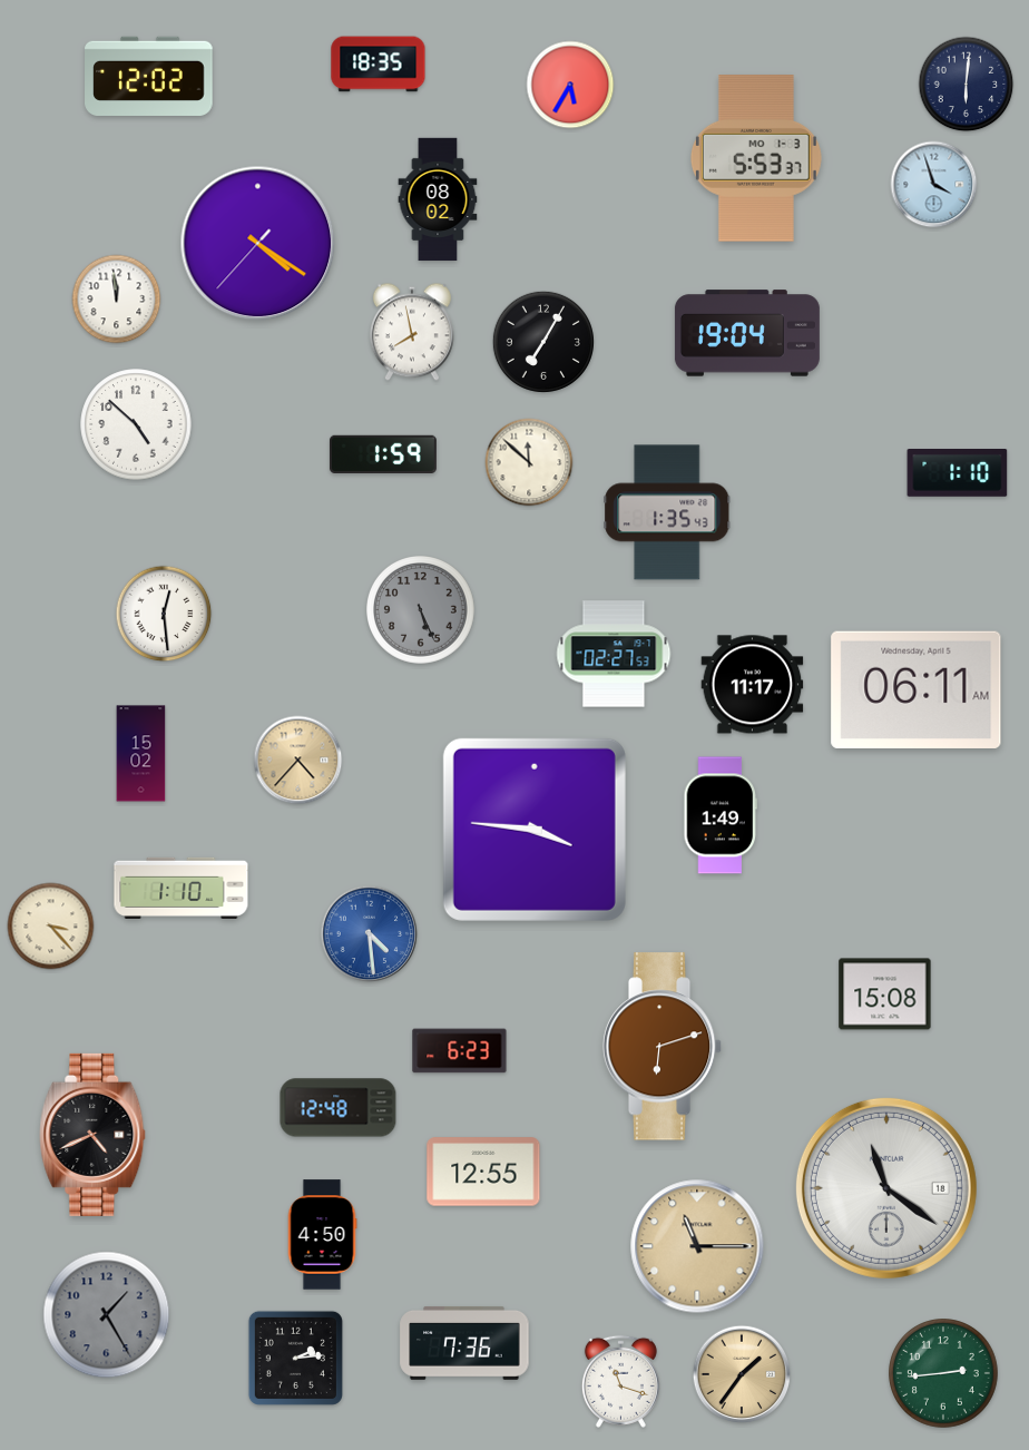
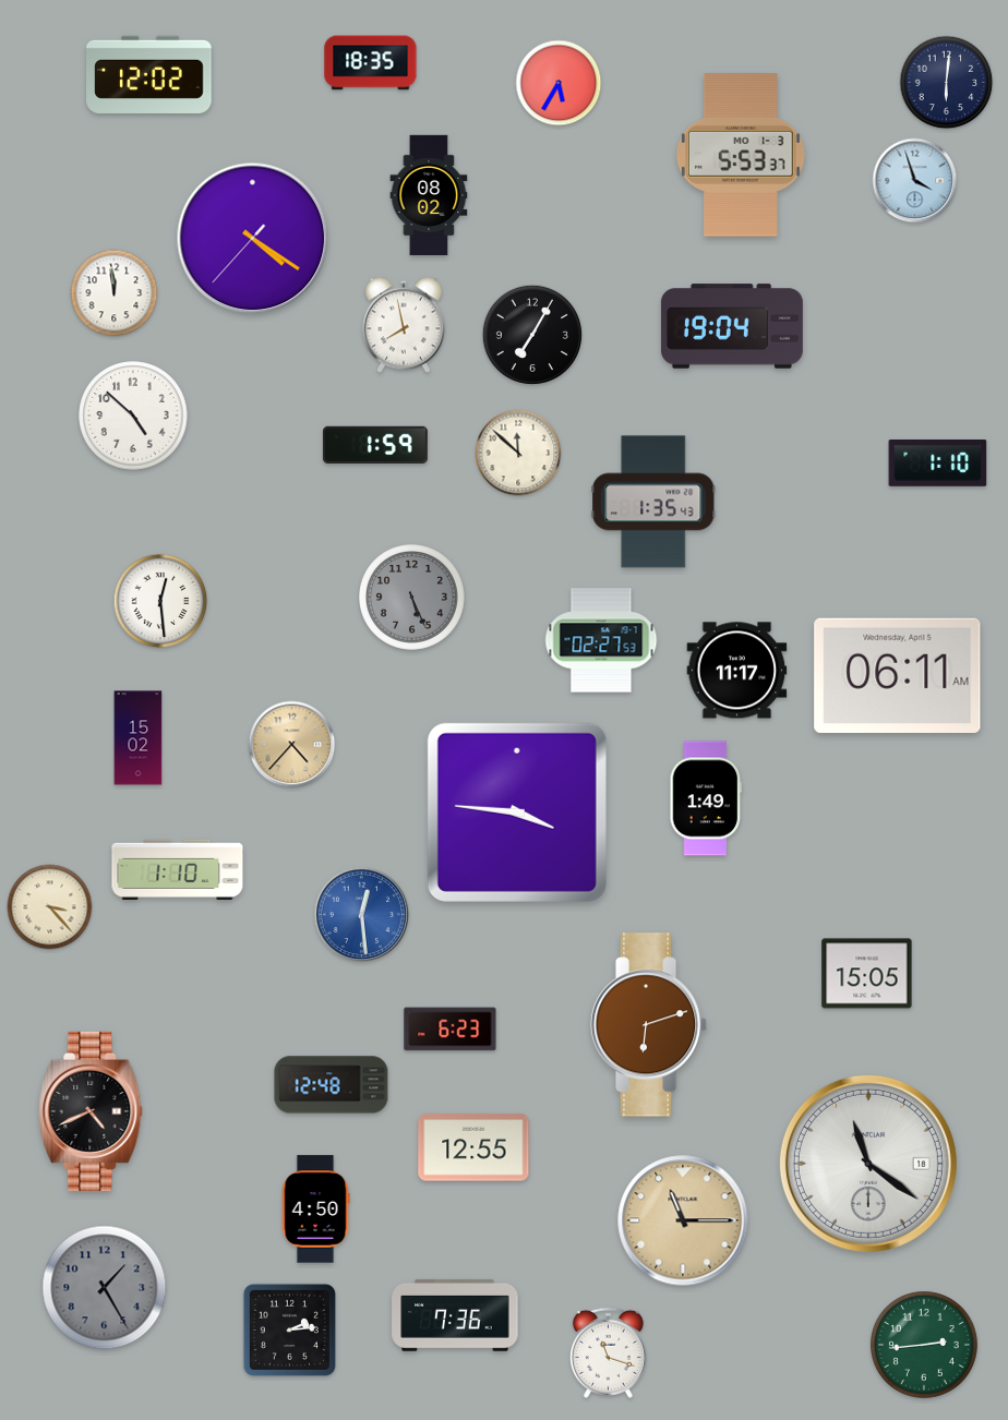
clock at (149, 76) position: (149, 76) -> (149, 74)
clock at (535, 830) position: (535, 830) -> (517, 813)
clock at (370, 934): 4:29 -> 12:29
clock at (885, 995): 15:08 -> 15:05
clock at (742, 1374): 1:36 -> none
